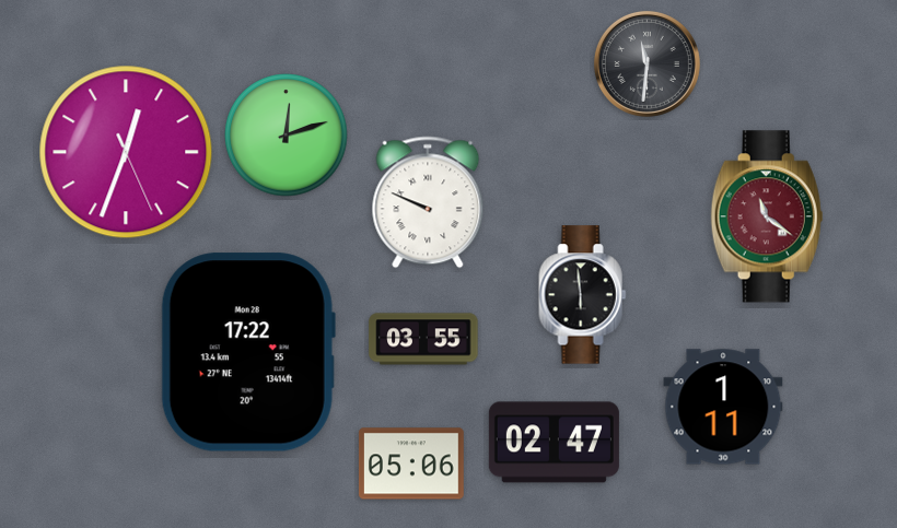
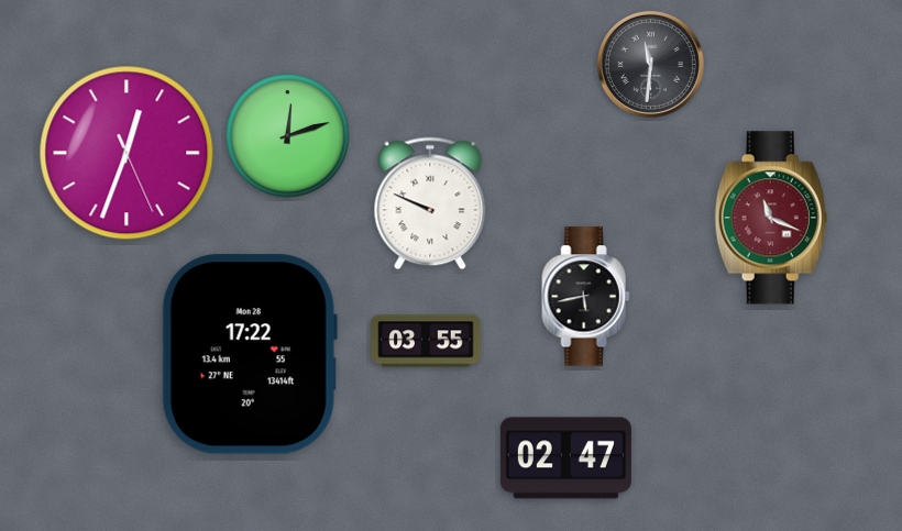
clock at (767, 216): 11:21 -> 11:19
clock at (583, 295): 5:59 -> 5:43
clock at (723, 407): 1:11 -> none
clock at (554, 443) position: (554, 443) -> (565, 458)
clock at (411, 464): 05:06 -> none
